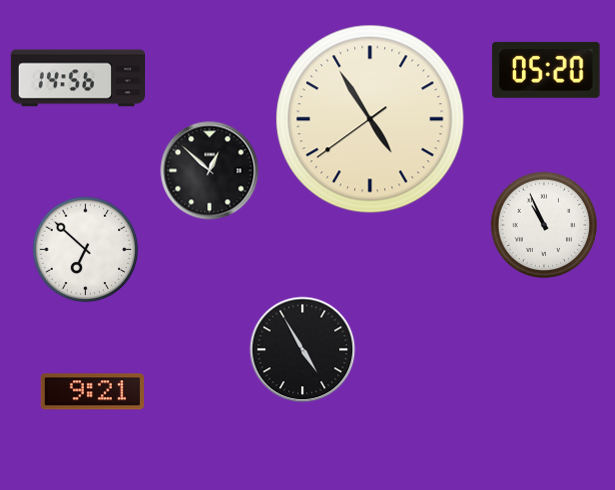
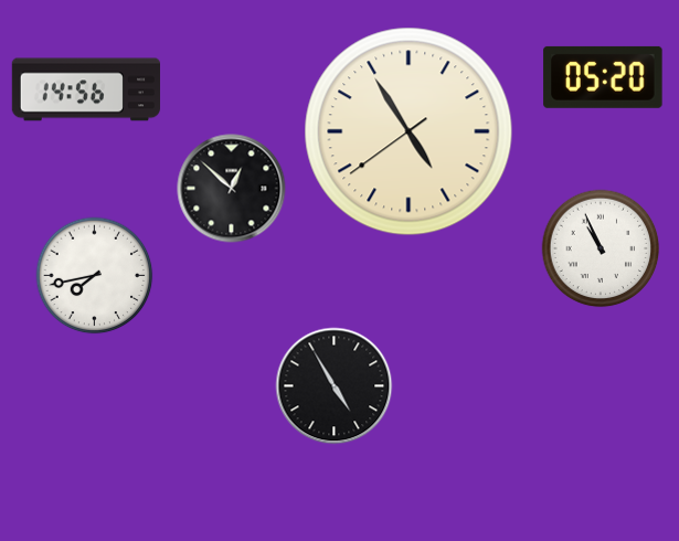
clock at (77, 78) position: (77, 78) -> (85, 89)
clock at (86, 250): 6:52 -> 7:43
clock at (92, 392): 9:21 -> none
